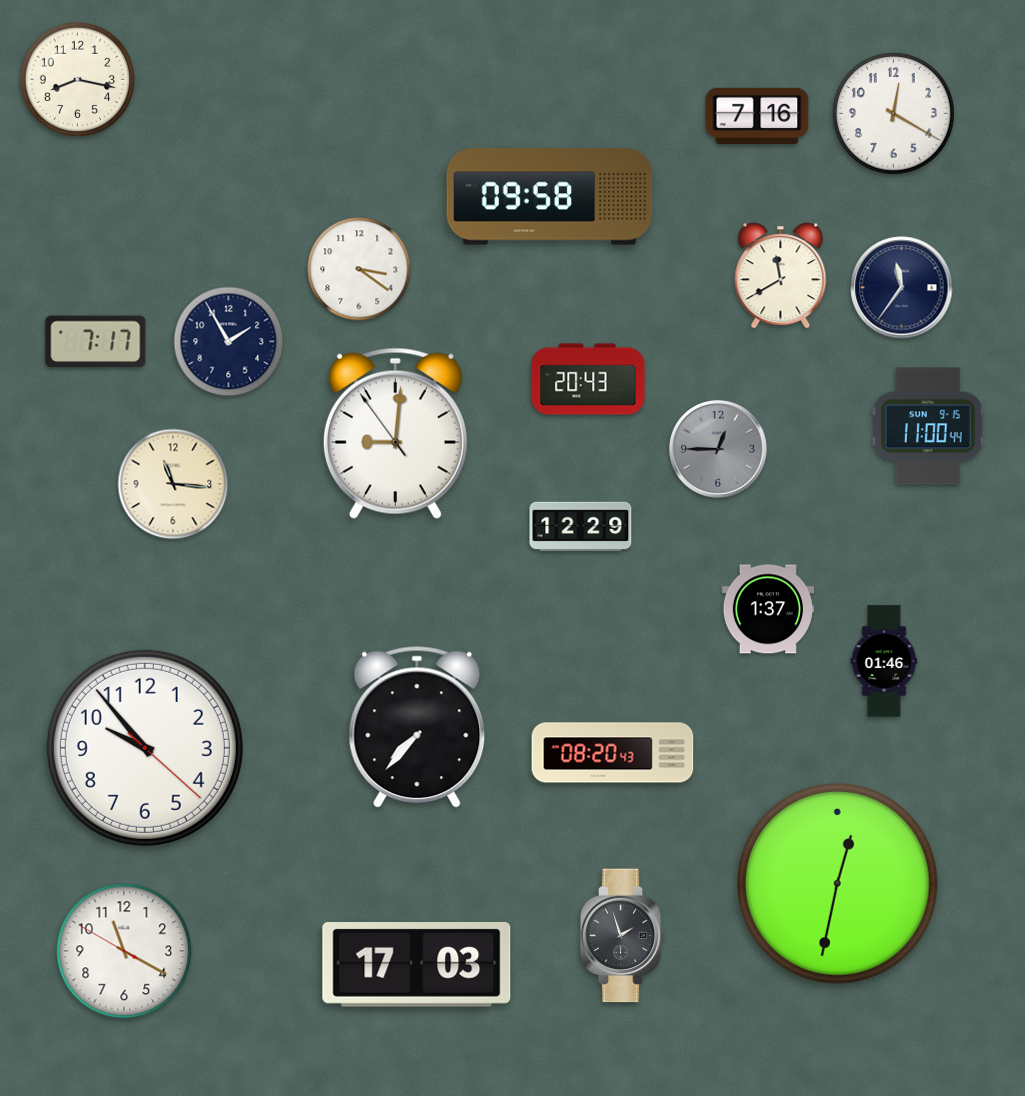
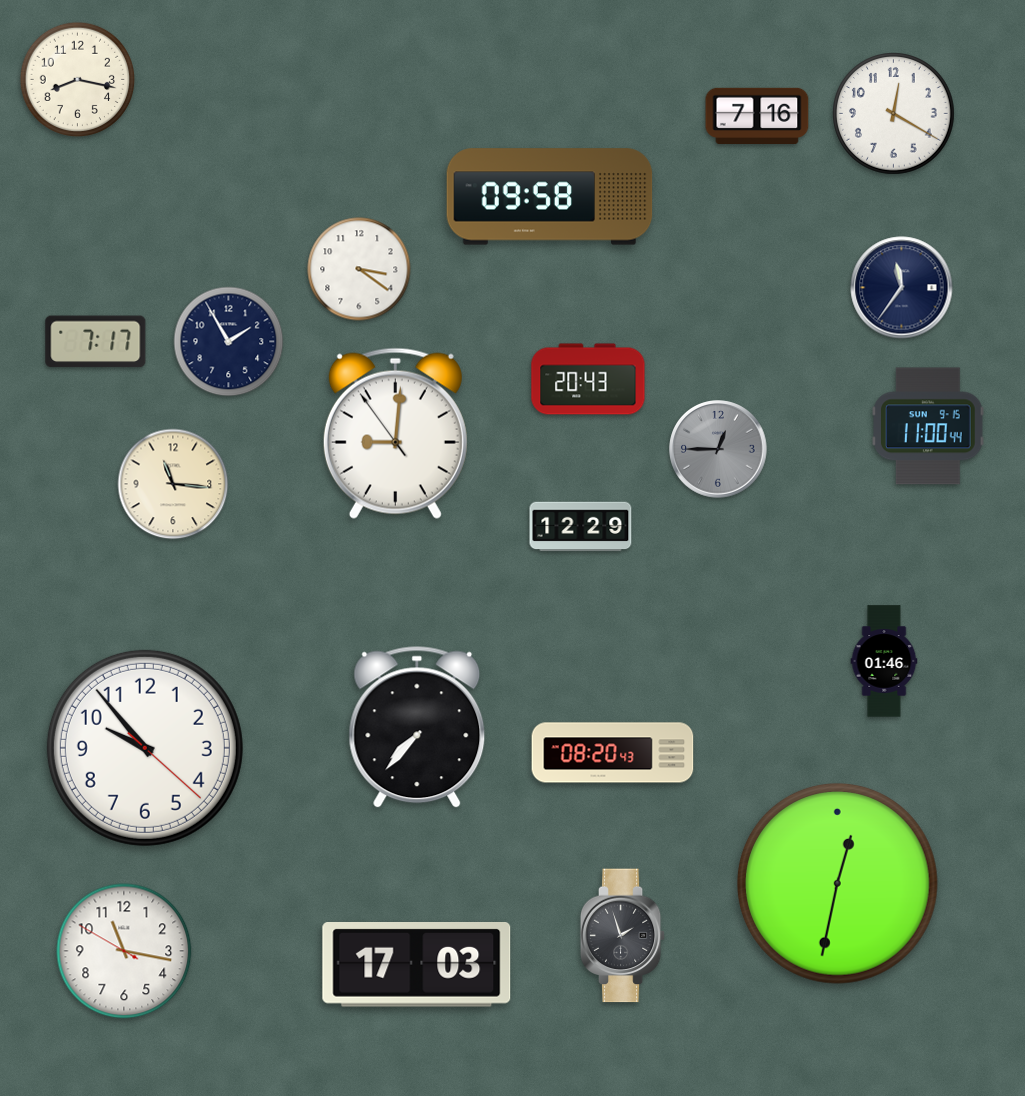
clock at (781, 276): 11:40 -> none
clock at (767, 609): 1:37 -> none
clock at (124, 951): 11:19 -> 11:16
